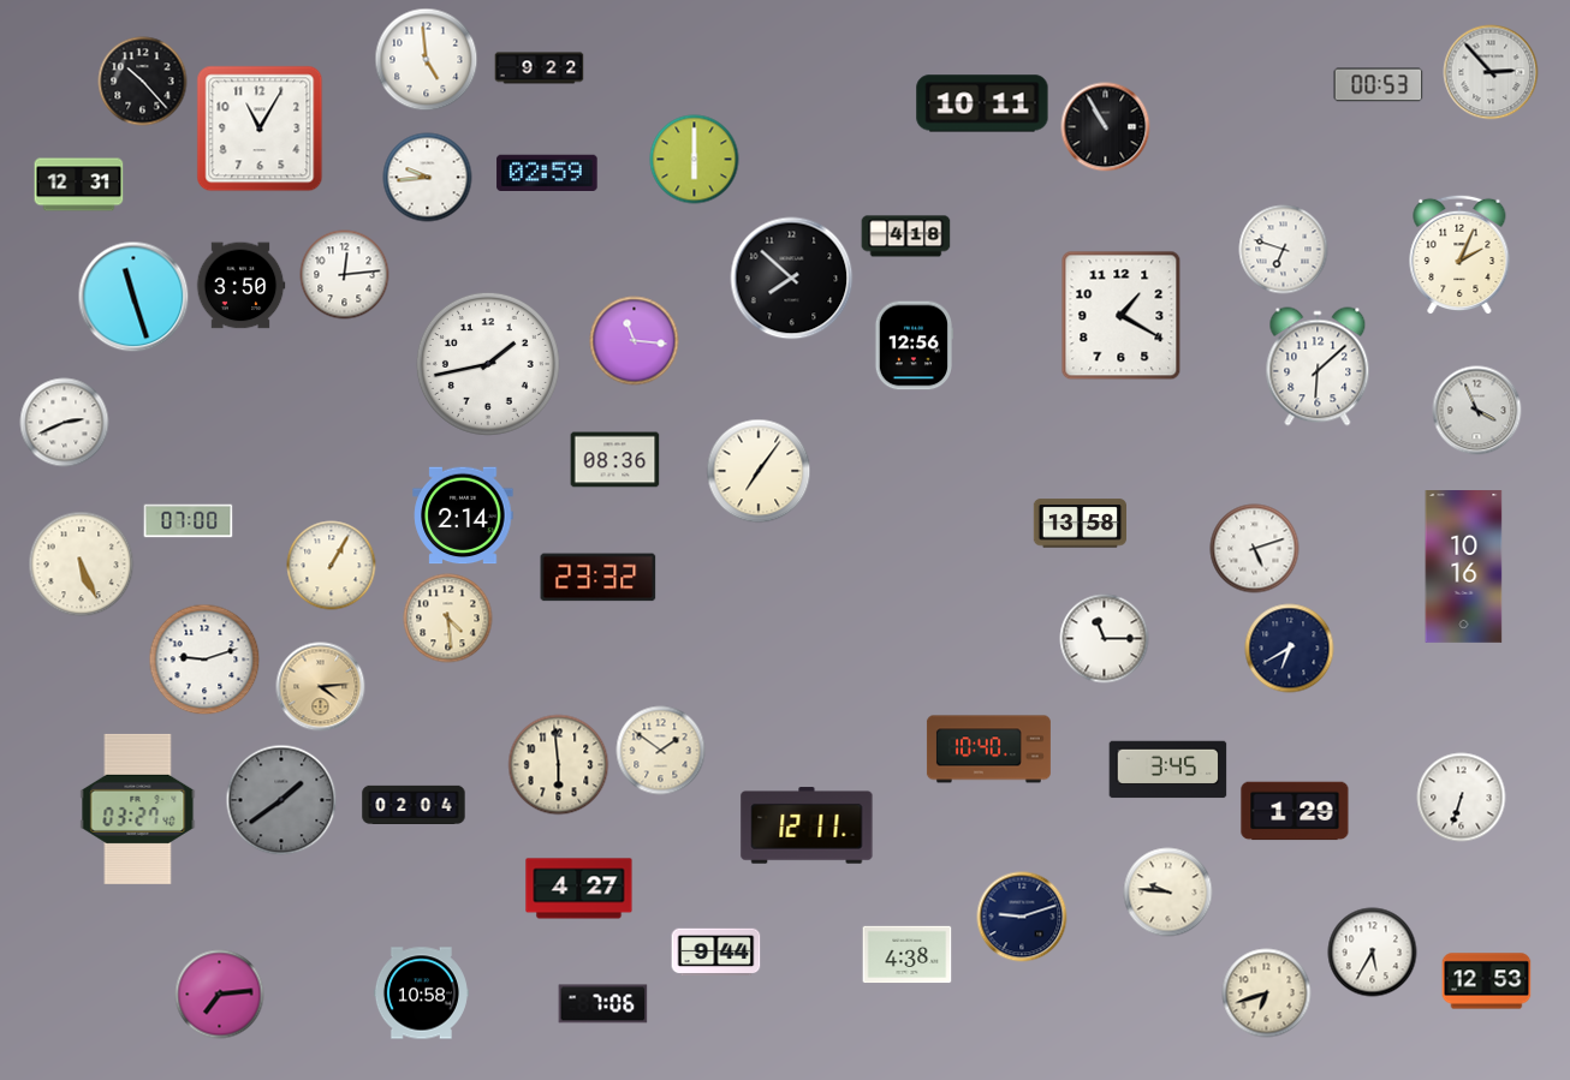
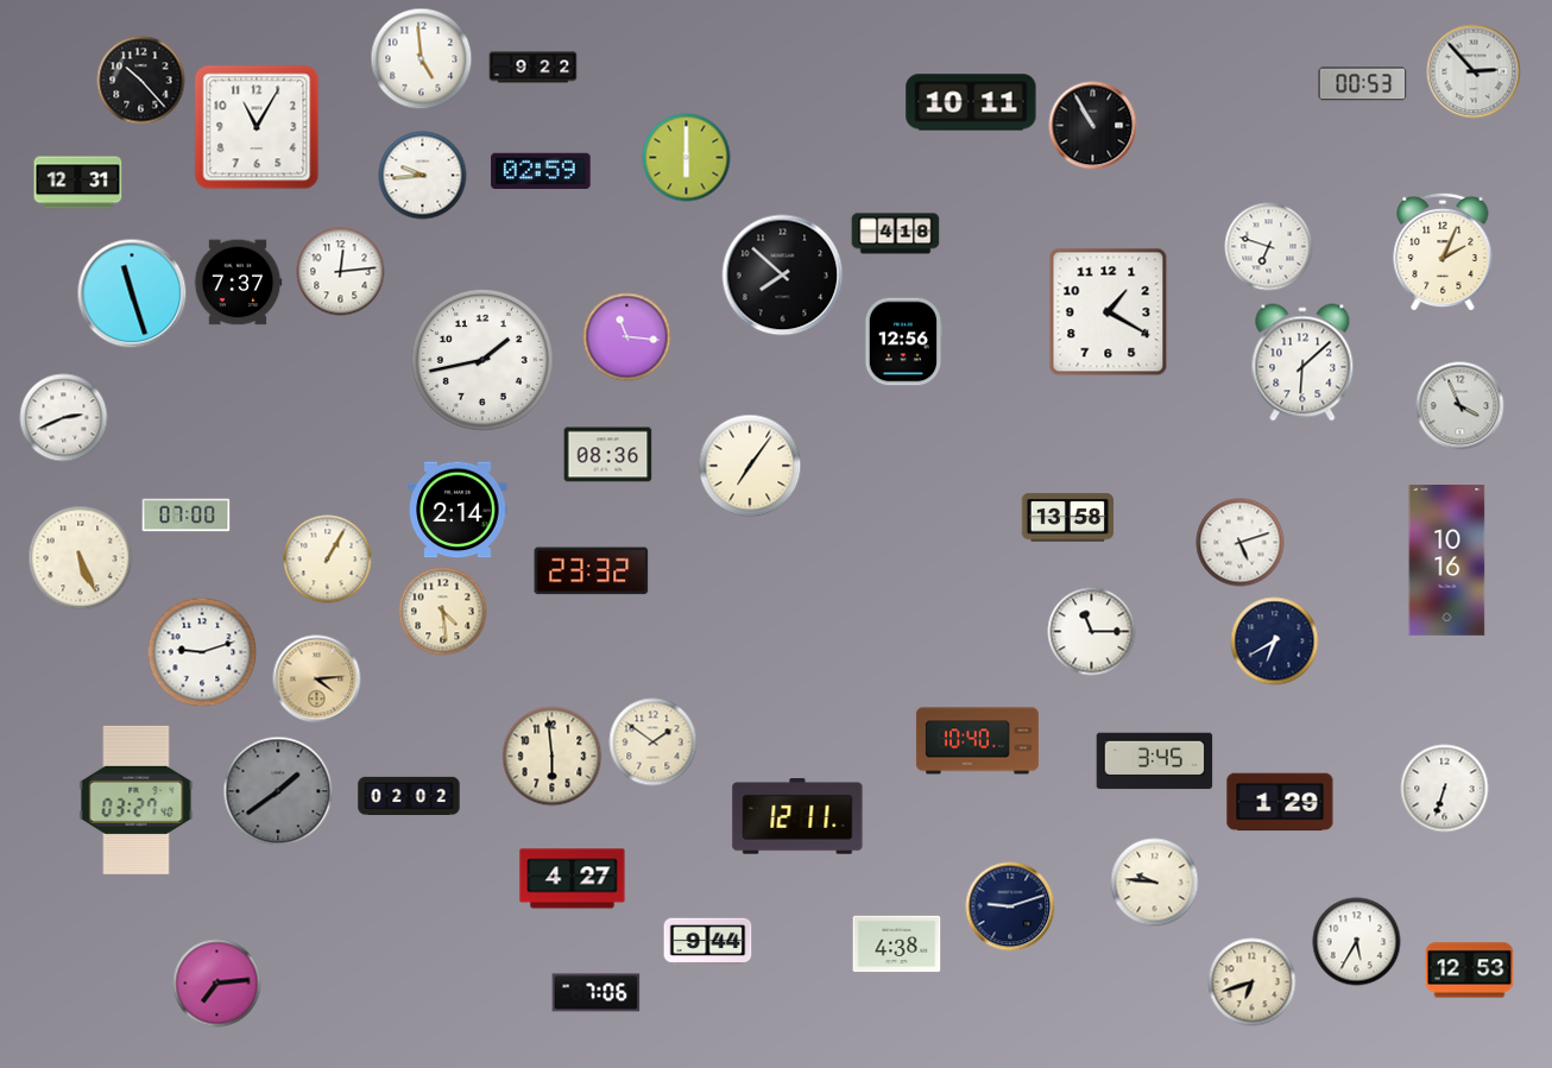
clock at (240, 286): 3:50 -> 7:37
clock at (414, 804): 02:04 -> 02:02
clock at (421, 994): 10:58 -> none
